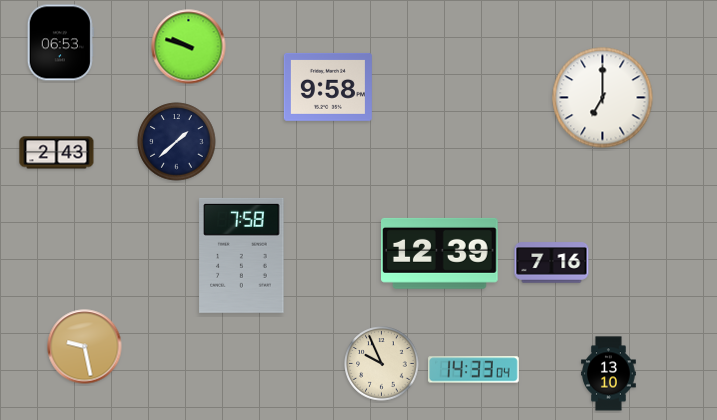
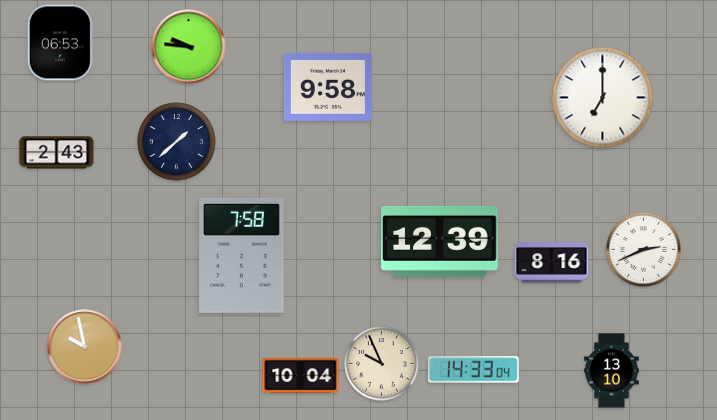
clock at (189, 47): 9:48 -> 9:46
clock at (644, 250): none -> 2:41
clock at (440, 253) position: (440, 253) -> (440, 241)
clock at (552, 263): 7:16 -> 8:16
clock at (85, 347): 9:28 -> 9:58
clock at (609, 374) position: (609, 374) -> (612, 371)
clock at (301, 375): none -> 10:04
